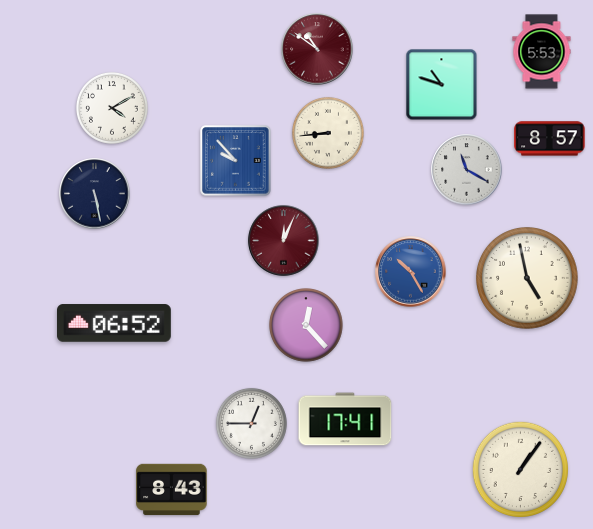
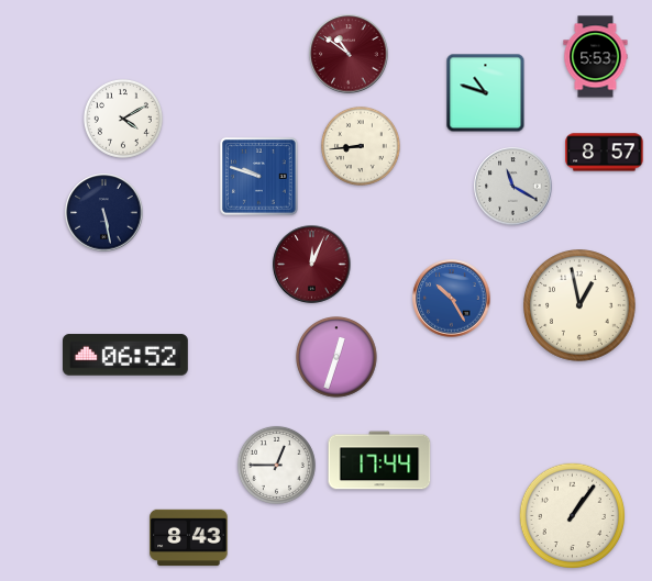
clock at (236, 161): 9:53 -> 9:48
clock at (528, 279): 4:58 -> 12:58
clock at (306, 325): 12:23 -> 12:33
clock at (345, 419): 17:41 -> 17:44
